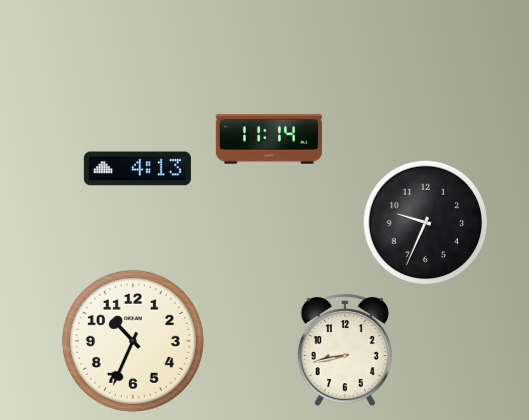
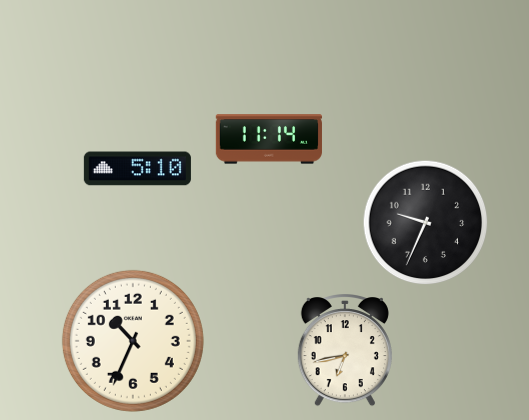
clock at (137, 169): 4:13 -> 5:10
clock at (345, 351): 8:43 -> 6:43
